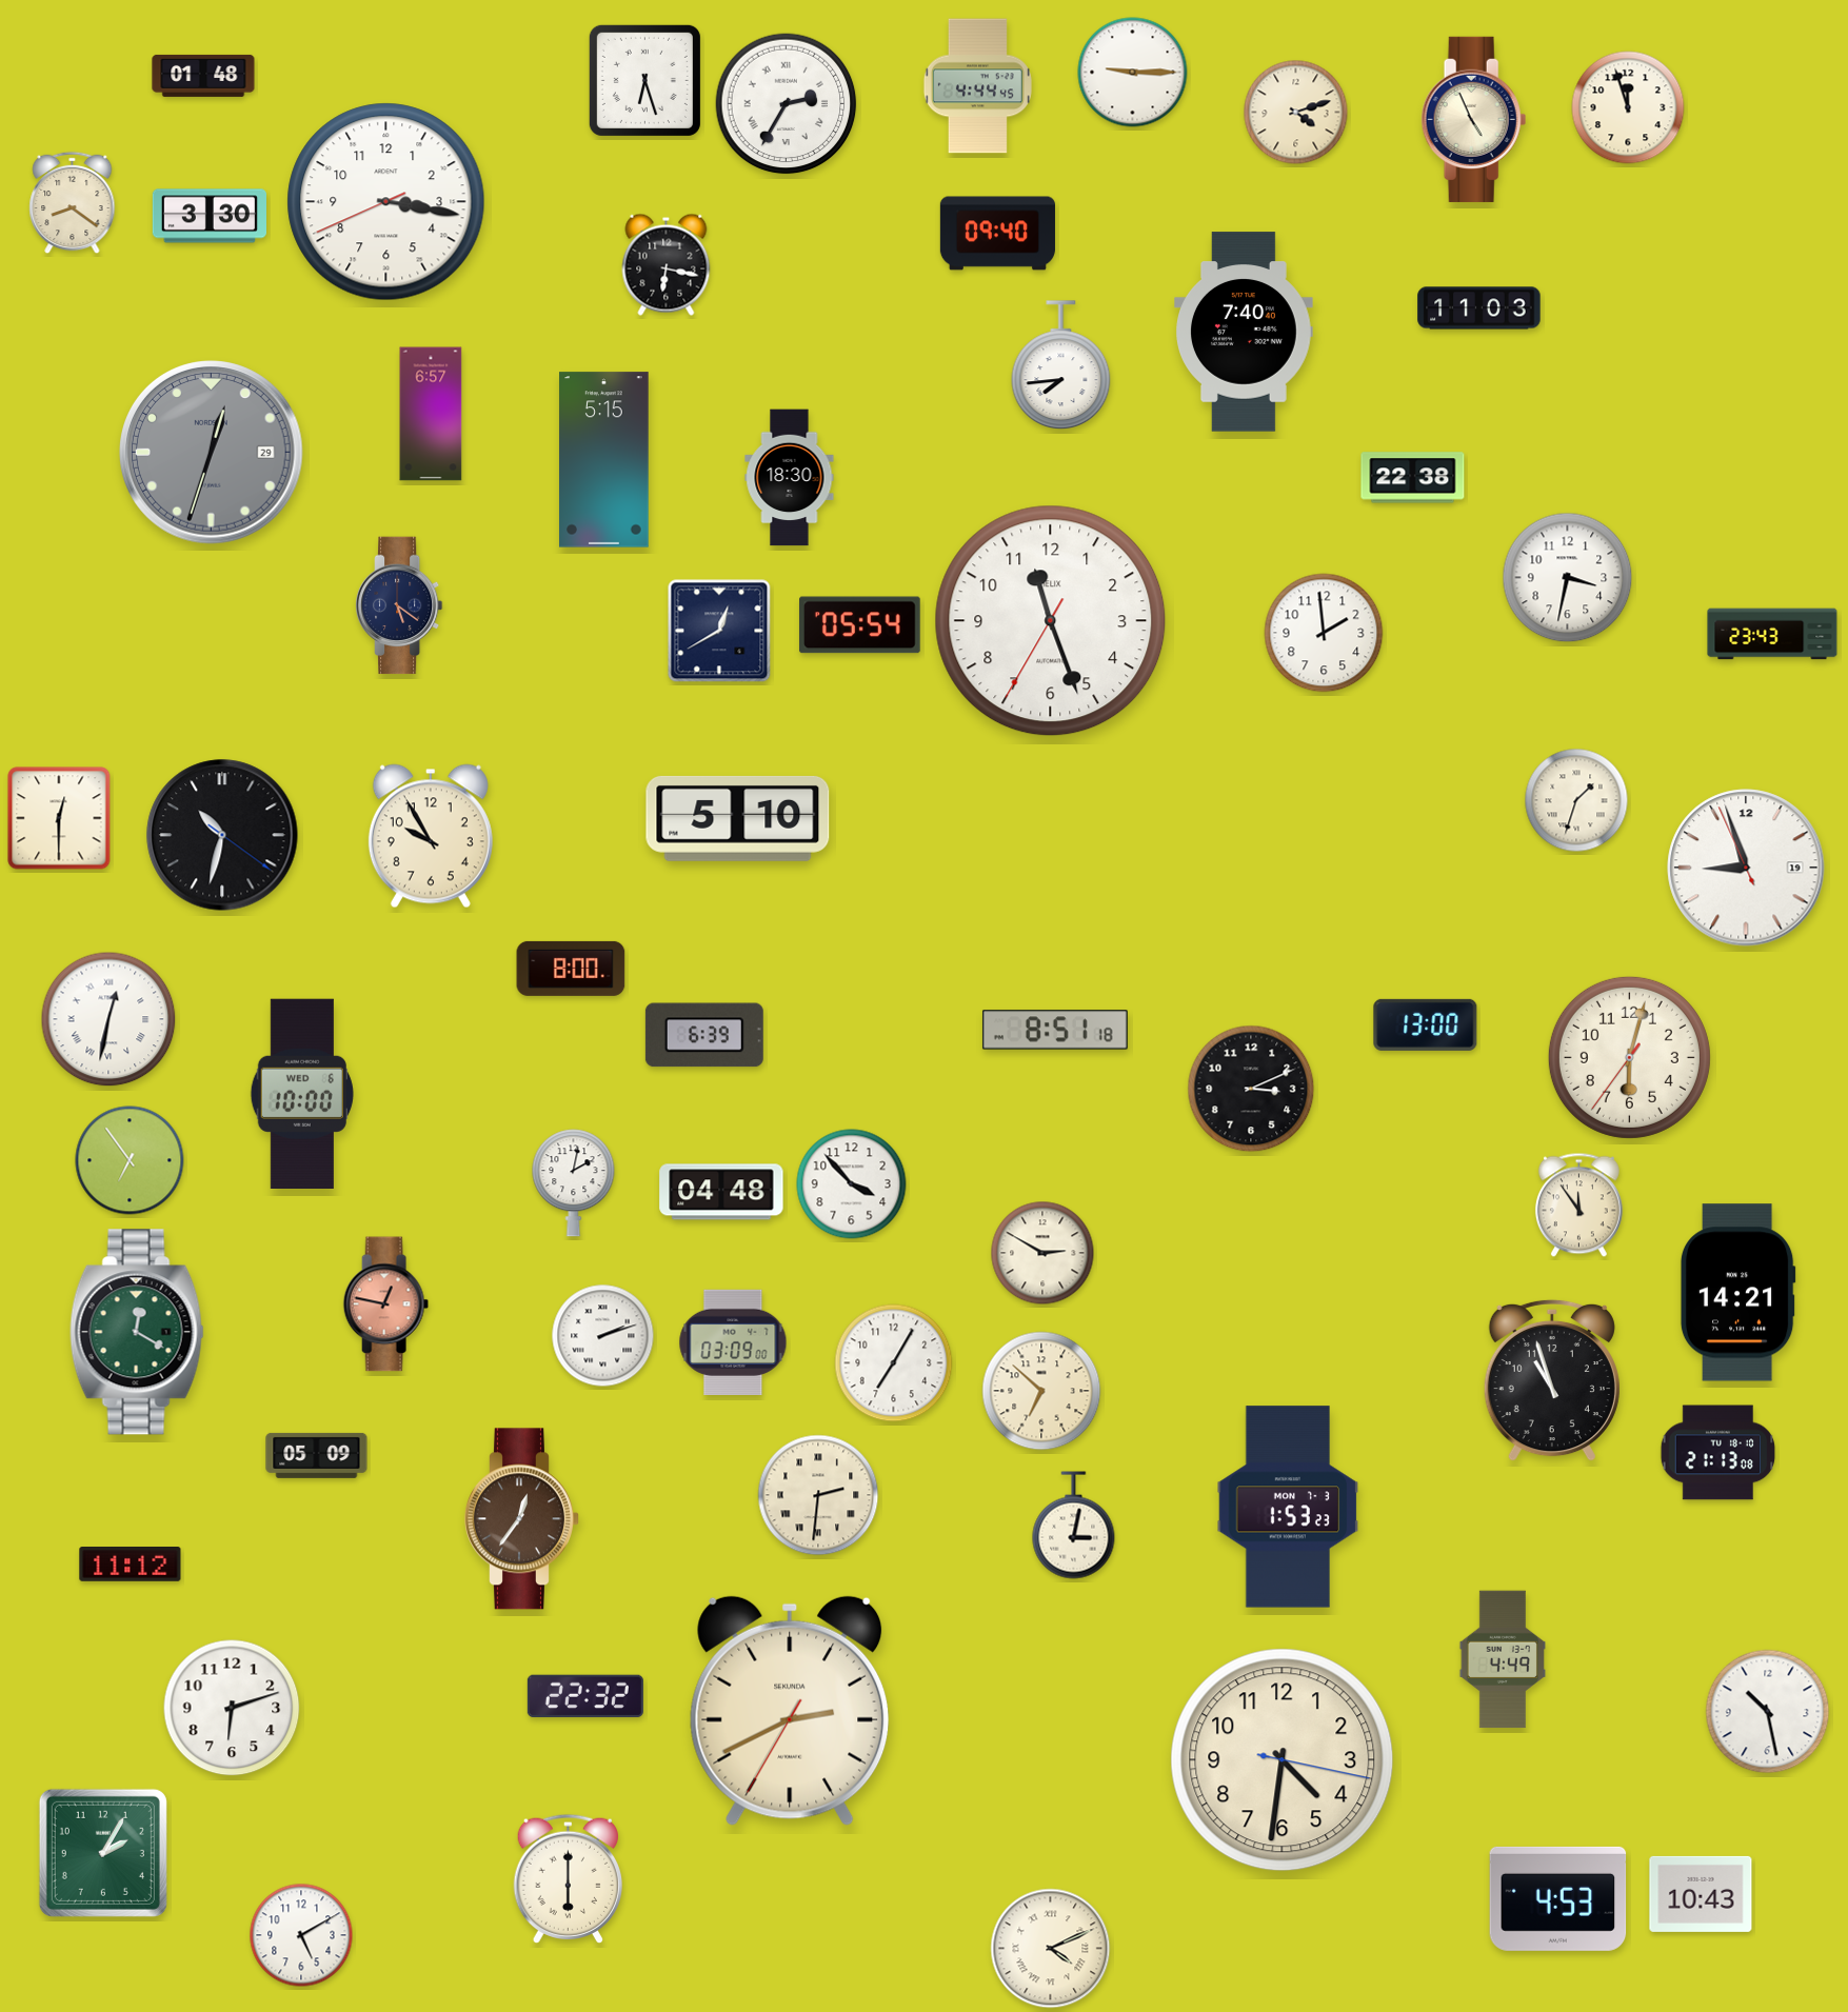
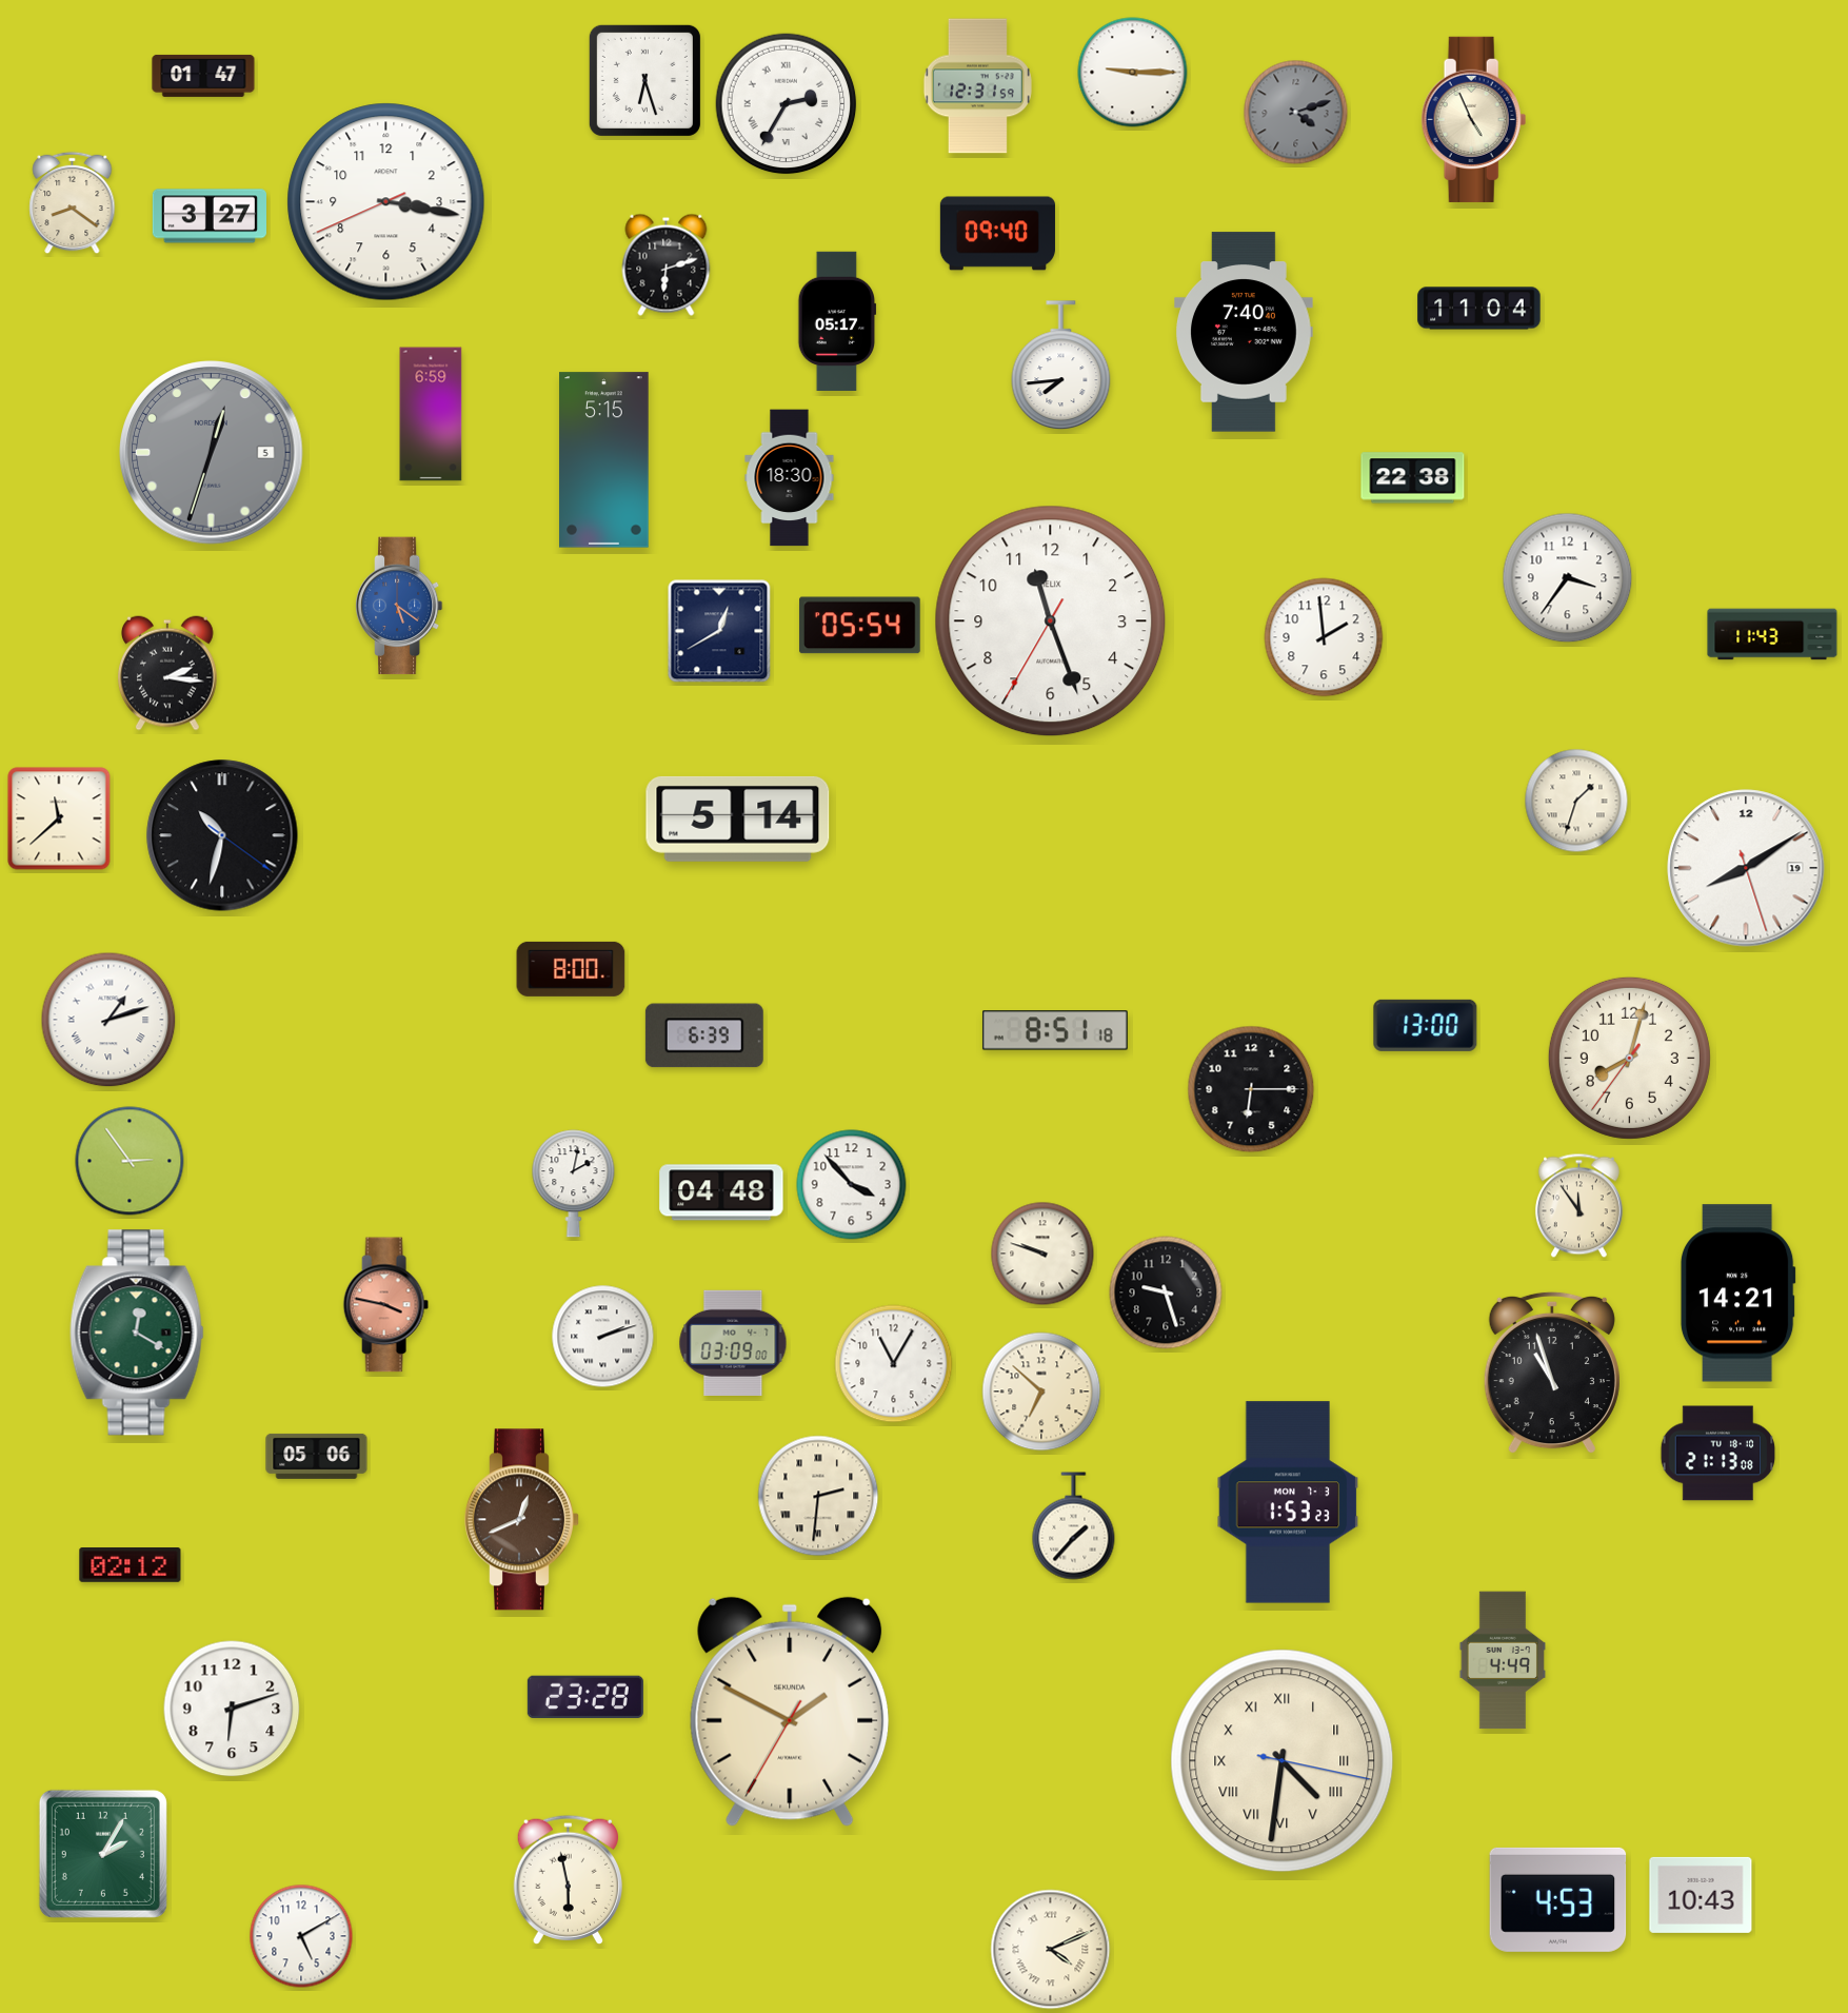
clock at (203, 76): 01:48 -> 01:47
clock at (977, 86): 4:44 -> 12:31
clock at (1628, 107): 11:57 -> none
clock at (1296, 113) dial: cream -> grey
clock at (208, 216): 3:30 -> 3:27
clock at (667, 264): 6:17 -> 6:12
clock at (1479, 308): 11:03 -> 11:04
clock at (837, 320): none -> 05:17
clock at (431, 414): 6:57 -> 6:59
clock at (212, 453) date: 29 -> 5
clock at (1568, 578): 3:32 -> 3:36
clock at (399, 605) dial: navy -> blue
clock at (1324, 633) position: (1324, 633) -> (1324, 637)
clock at (1772, 634): 23:43 -> 11:43
clock at (167, 673): none -> 2:16
clock at (59, 818): 12:30 -> 11:38
clock at (738, 818): 5:10 -> 5:14
clock at (431, 836): 9:55 -> none
clock at (1746, 868): 8:56 -> 8:09
clock at (108, 1019): 12:32 -> 1:12
clock at (1629, 1057): 6:02 -> 8:02
clock at (1251, 1089): 3:11 -> 6:15
clock at (302, 1093): 10:00 -> none
clock at (130, 1160): 6:54 -> 2:54
clock at (1042, 1253): 2:50 -> 9:48
clock at (1166, 1292): none -> 9:27
clock at (385, 1304): 12:47 -> 3:47
clock at (894, 1363): 7:05 -> 11:05
clock at (1552, 1380) position: (1552, 1380) -> (1552, 1373)
clock at (317, 1455): 05:09 -> 05:06
clock at (1288, 1507) position: (1288, 1507) -> (1288, 1502)
clock at (521, 1519): 12:36 -> 12:41
clock at (1074, 1526): 3:02 -> 1:37
clock at (131, 1565): 11:12 -> 02:12
clock at (585, 1696): 22:32 -> 23:28
clock at (790, 1711): 2:40 -> 1:49
clock at (1768, 1712): 10:28 -> none
clock at (1283, 1760) numerals: Arabic -> Roman
clock at (568, 1878): 6:00 -> 5:58
